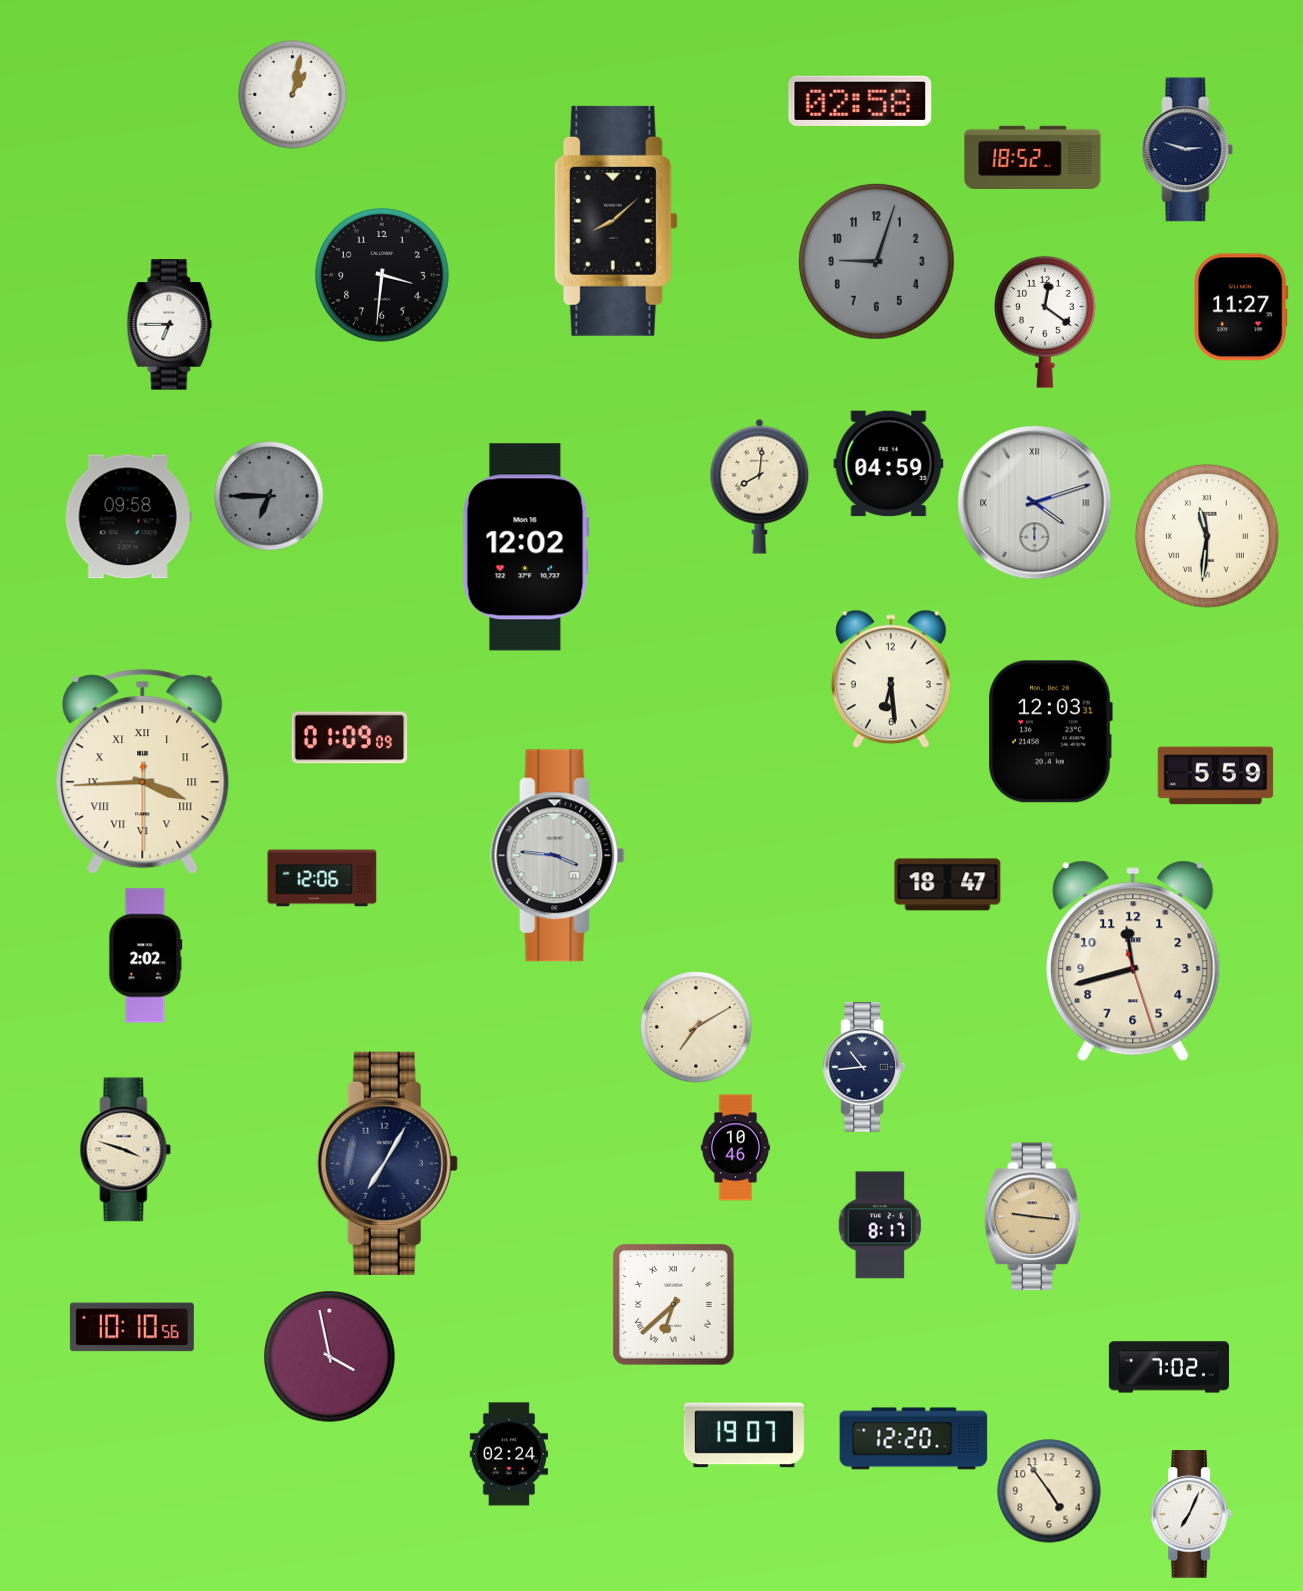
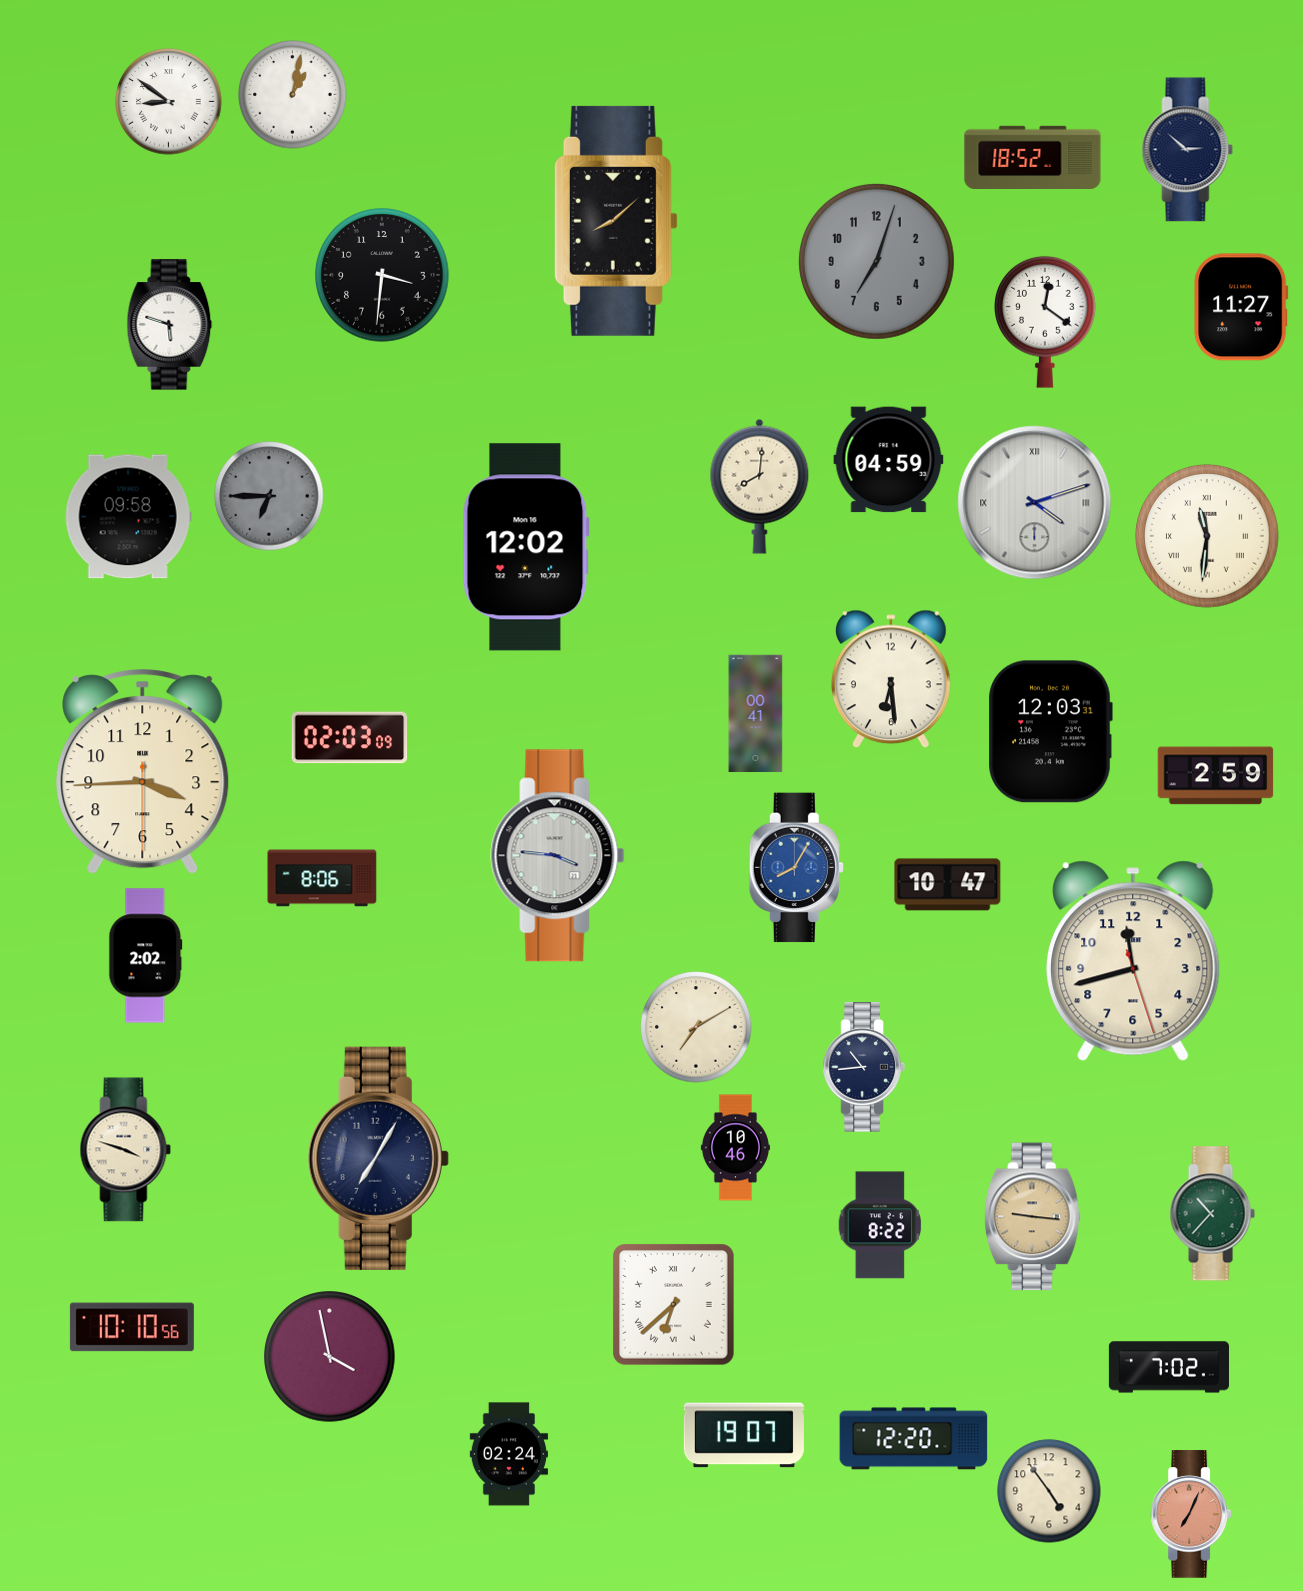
clock at (860, 101): 02:58 -> none
clock at (169, 102): none -> 8:51
clock at (1188, 150): 2:48 -> 2:52
clock at (876, 261): 9:03 -> 7:03
clock at (170, 325): 6:45 -> 5:48
clock at (889, 464) position: (889, 464) -> (889, 460)
clock at (756, 714): none -> 00:41
clock at (350, 738): 01:09 -> 02:03
clock at (143, 772) numerals: Roman -> Arabic
clock at (1216, 776): 5:59 -> 2:59
clock at (796, 868): none -> 8:05
clock at (322, 878): 12:06 -> 8:06
clock at (948, 885): 18:47 -> 10:47
clock at (387, 1163) position: (387, 1163) -> (378, 1158)
clock at (1212, 1214): none -> 10:37
clock at (879, 1225): 8:17 -> 8:22
clock at (1191, 1514) dial: white -> salmon
